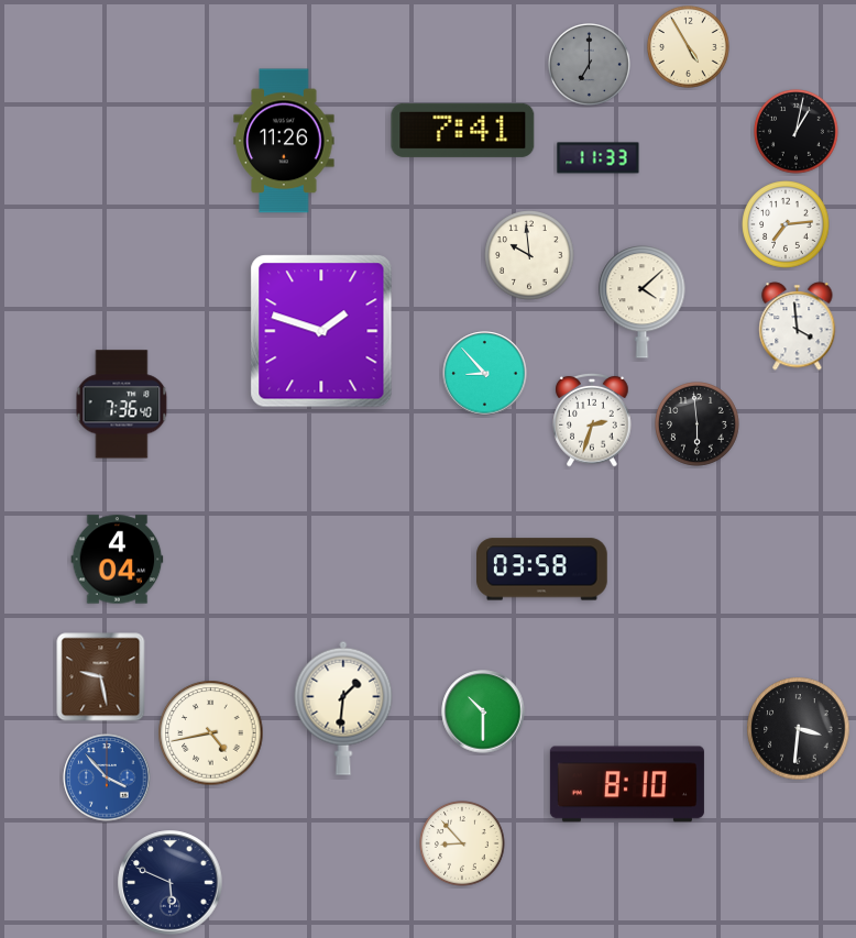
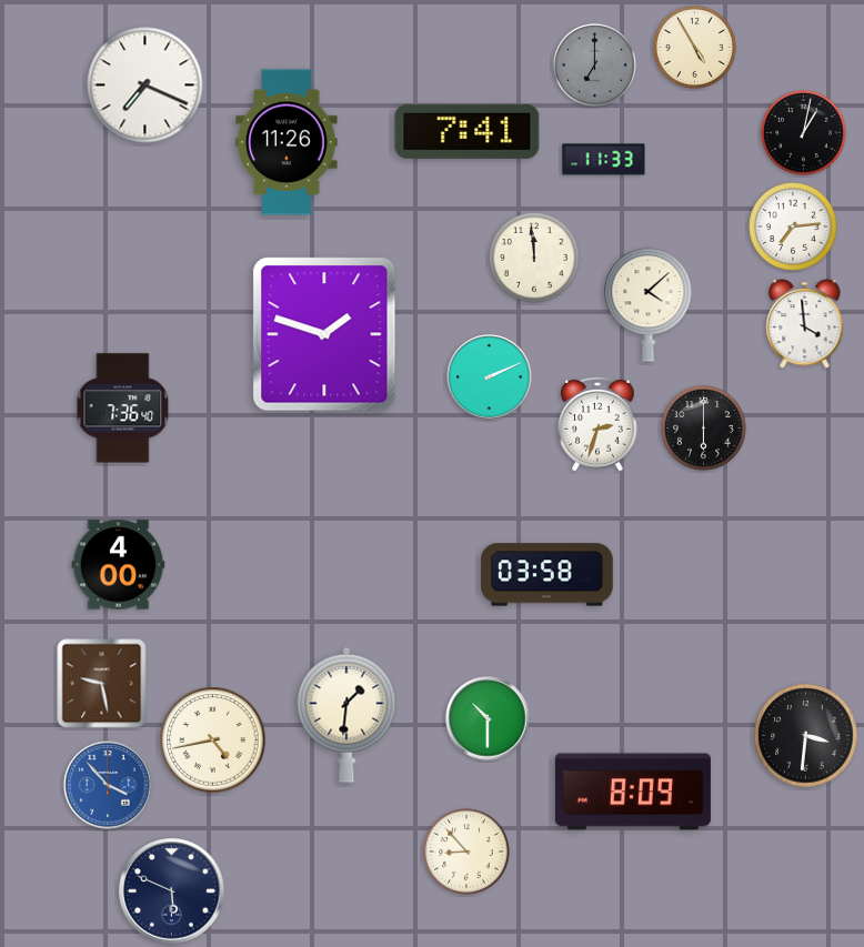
clock at (145, 85): none -> 7:19
clock at (529, 255): 9:59 -> 11:59
clock at (798, 327) position: (798, 327) -> (805, 324)
clock at (485, 374): 8:53 -> 2:11
clock at (698, 424): 5:59 -> 6:00
clock at (118, 560): 4:04 -> 4:00
clock at (627, 784): 8:10 -> 8:09
